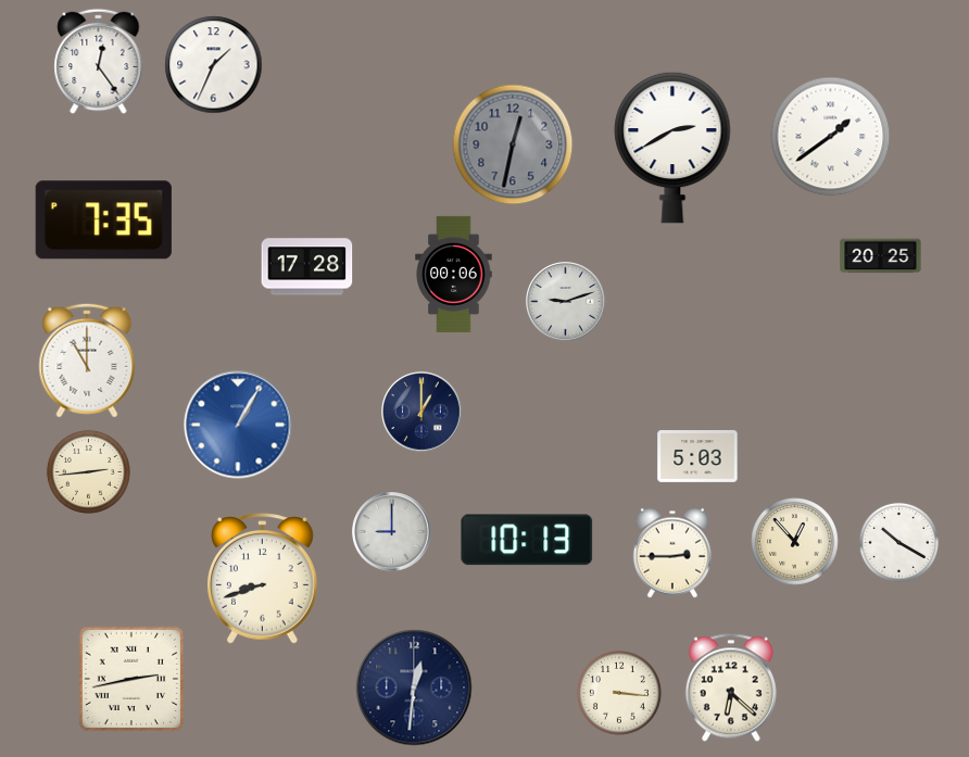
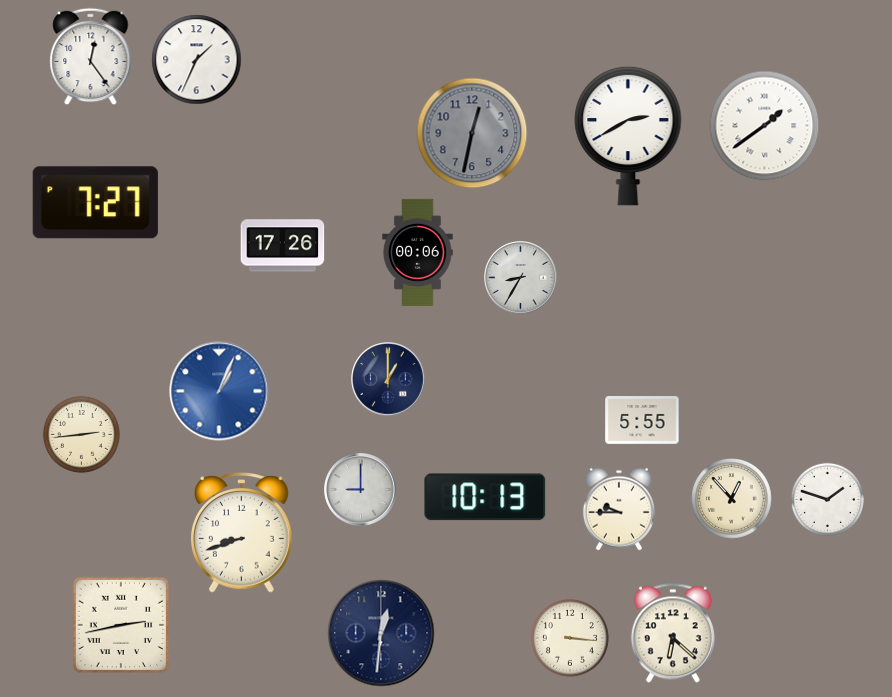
clock at (672, 148) position: (672, 148) -> (628, 136)
clock at (103, 220): 7:35 -> 7:27
clock at (881, 256): 20:25 -> none
clock at (307, 267): 17:28 -> 17:26
clock at (566, 302): 9:12 -> 8:35
clock at (87, 361): 11:00 -> none
clock at (238, 425): 1:05 -> 1:04
clock at (697, 457): 5:03 -> 5:55
clock at (898, 542): 10:20 -> 1:48
clock at (672, 553): 2:45 -> 9:45
